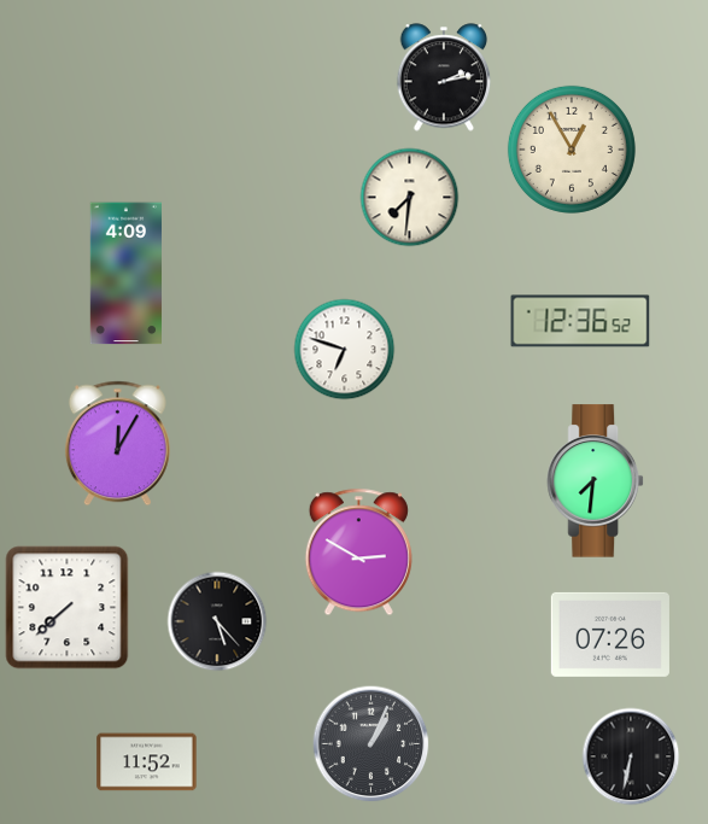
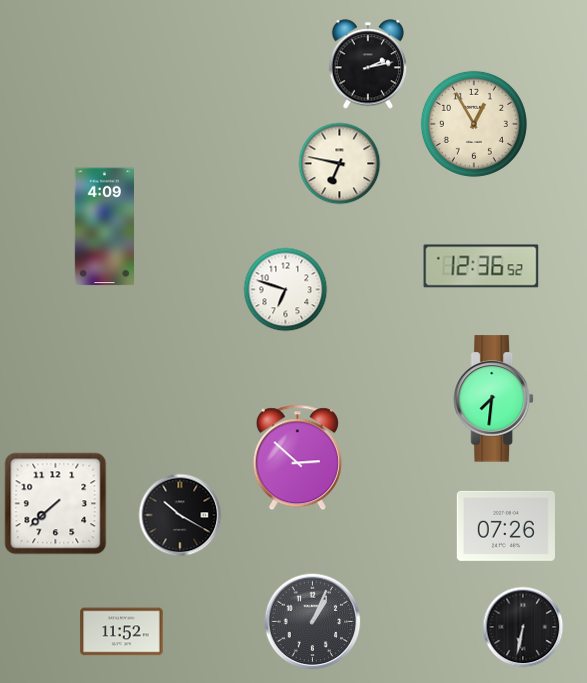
clock at (410, 198): 7:31 -> 6:47
clock at (117, 444): 12:05 -> none
clock at (358, 553): 2:50 -> 2:52
clock at (217, 621): 5:23 -> 10:20
clock at (371, 744) position: (371, 744) -> (313, 622)
